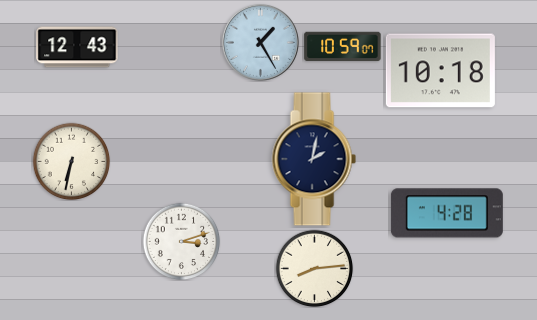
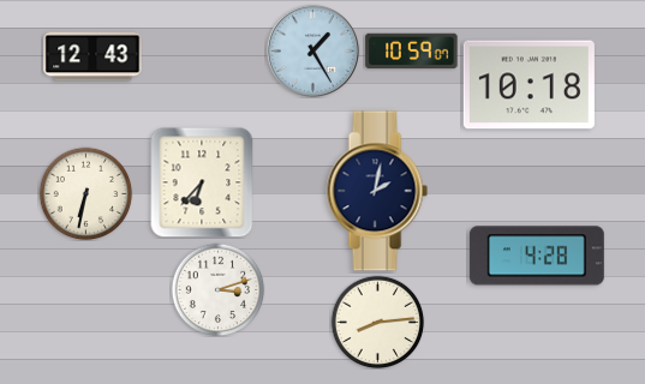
clock at (343, 47) position: (343, 47) -> (412, 52)
clock at (202, 182): none -> 6:37
